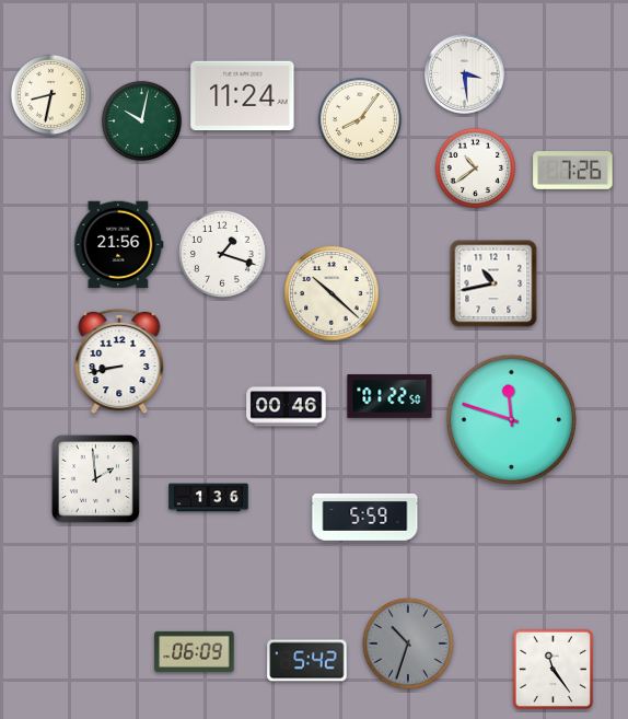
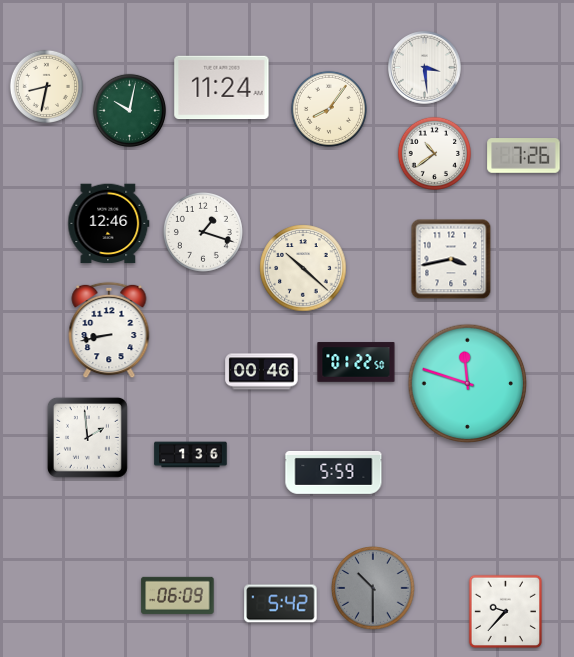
clock at (119, 245): 21:56 -> 12:46
clock at (493, 283): 10:43 -> 3:43
clock at (408, 643): 10:33 -> 10:30
clock at (554, 670): 11:24 -> 9:37
